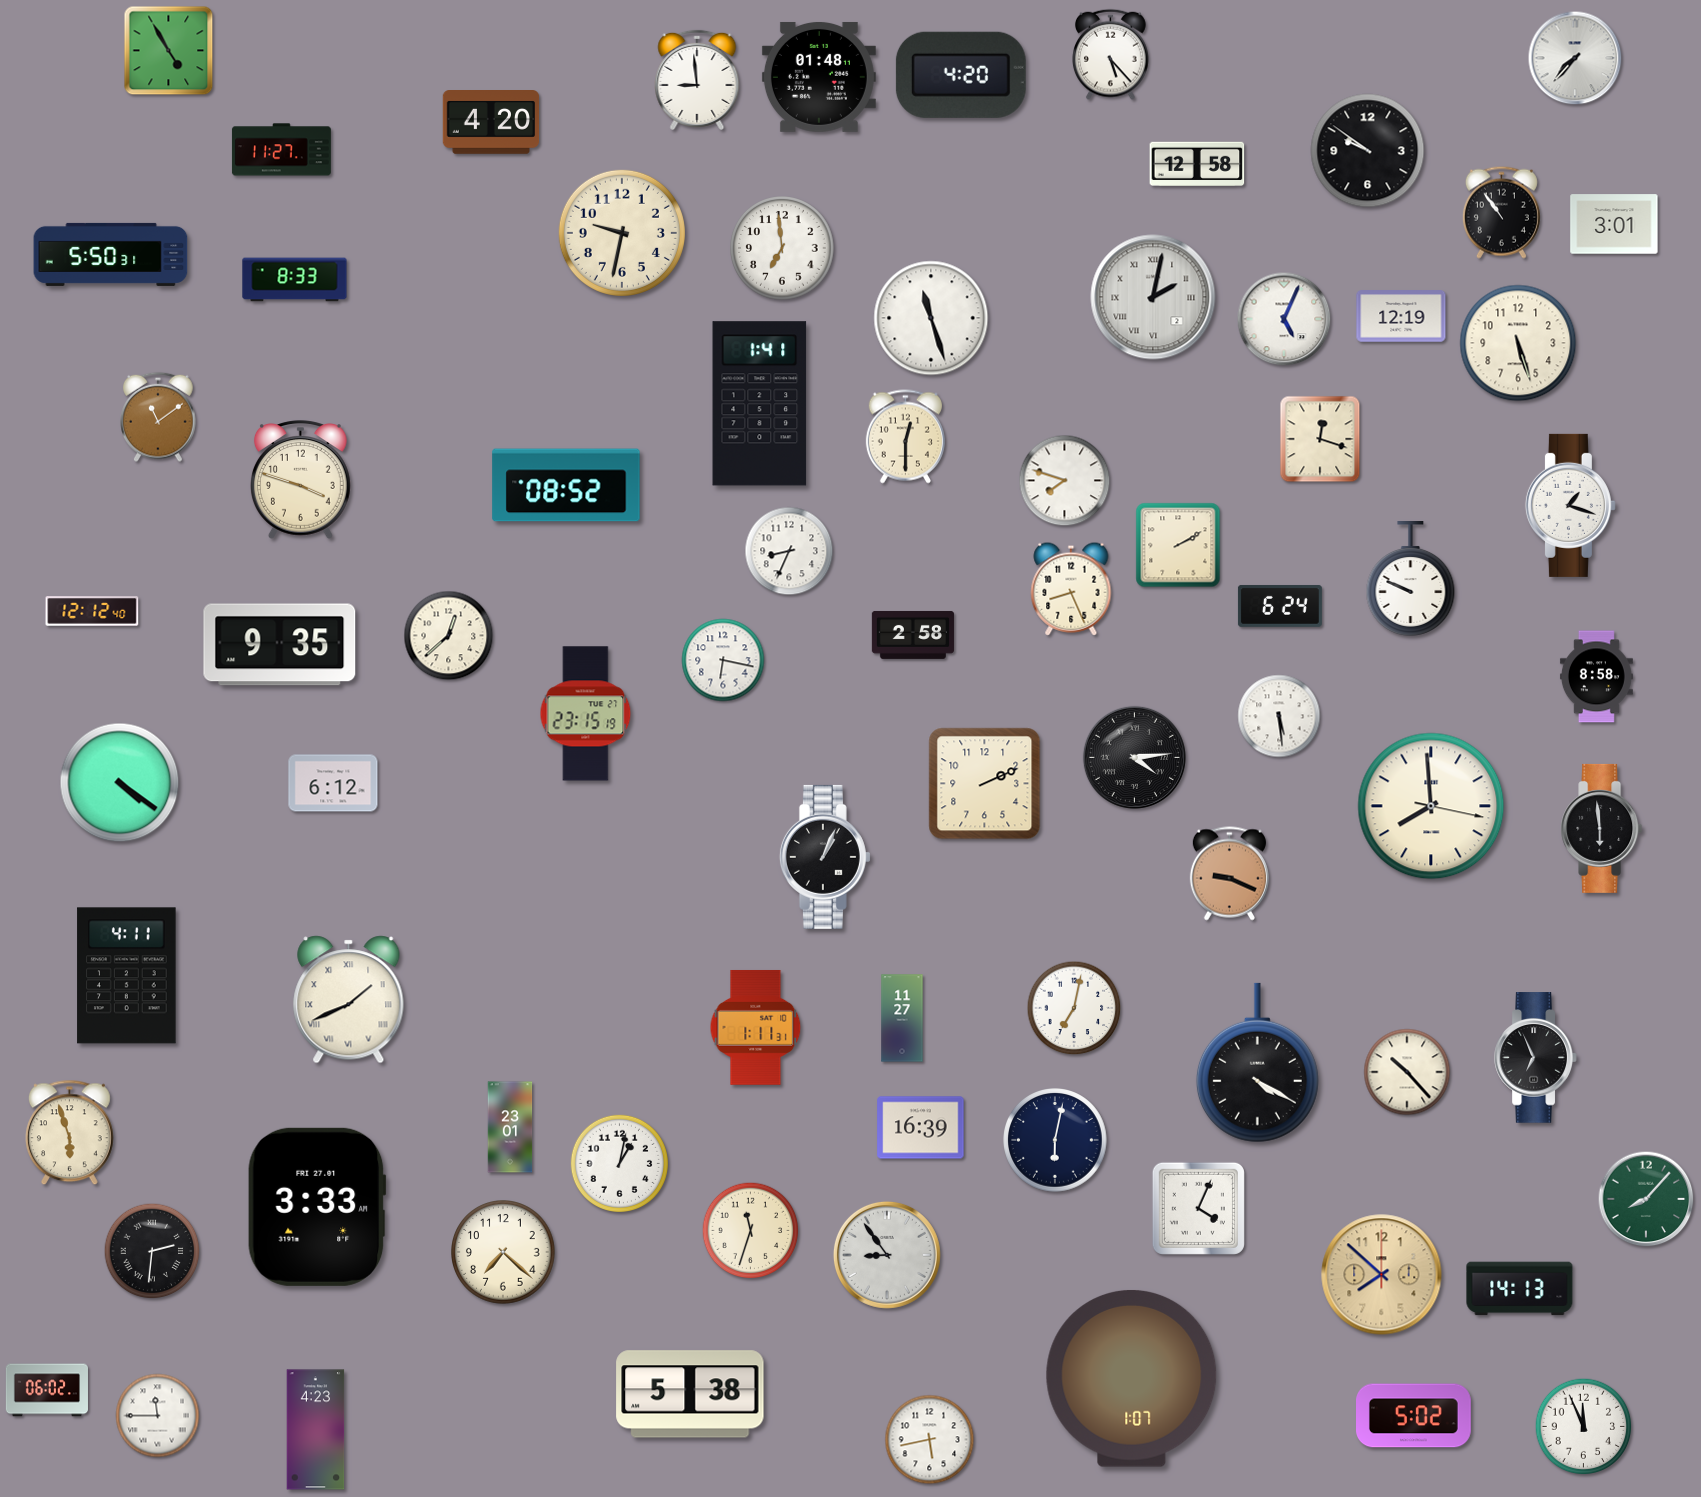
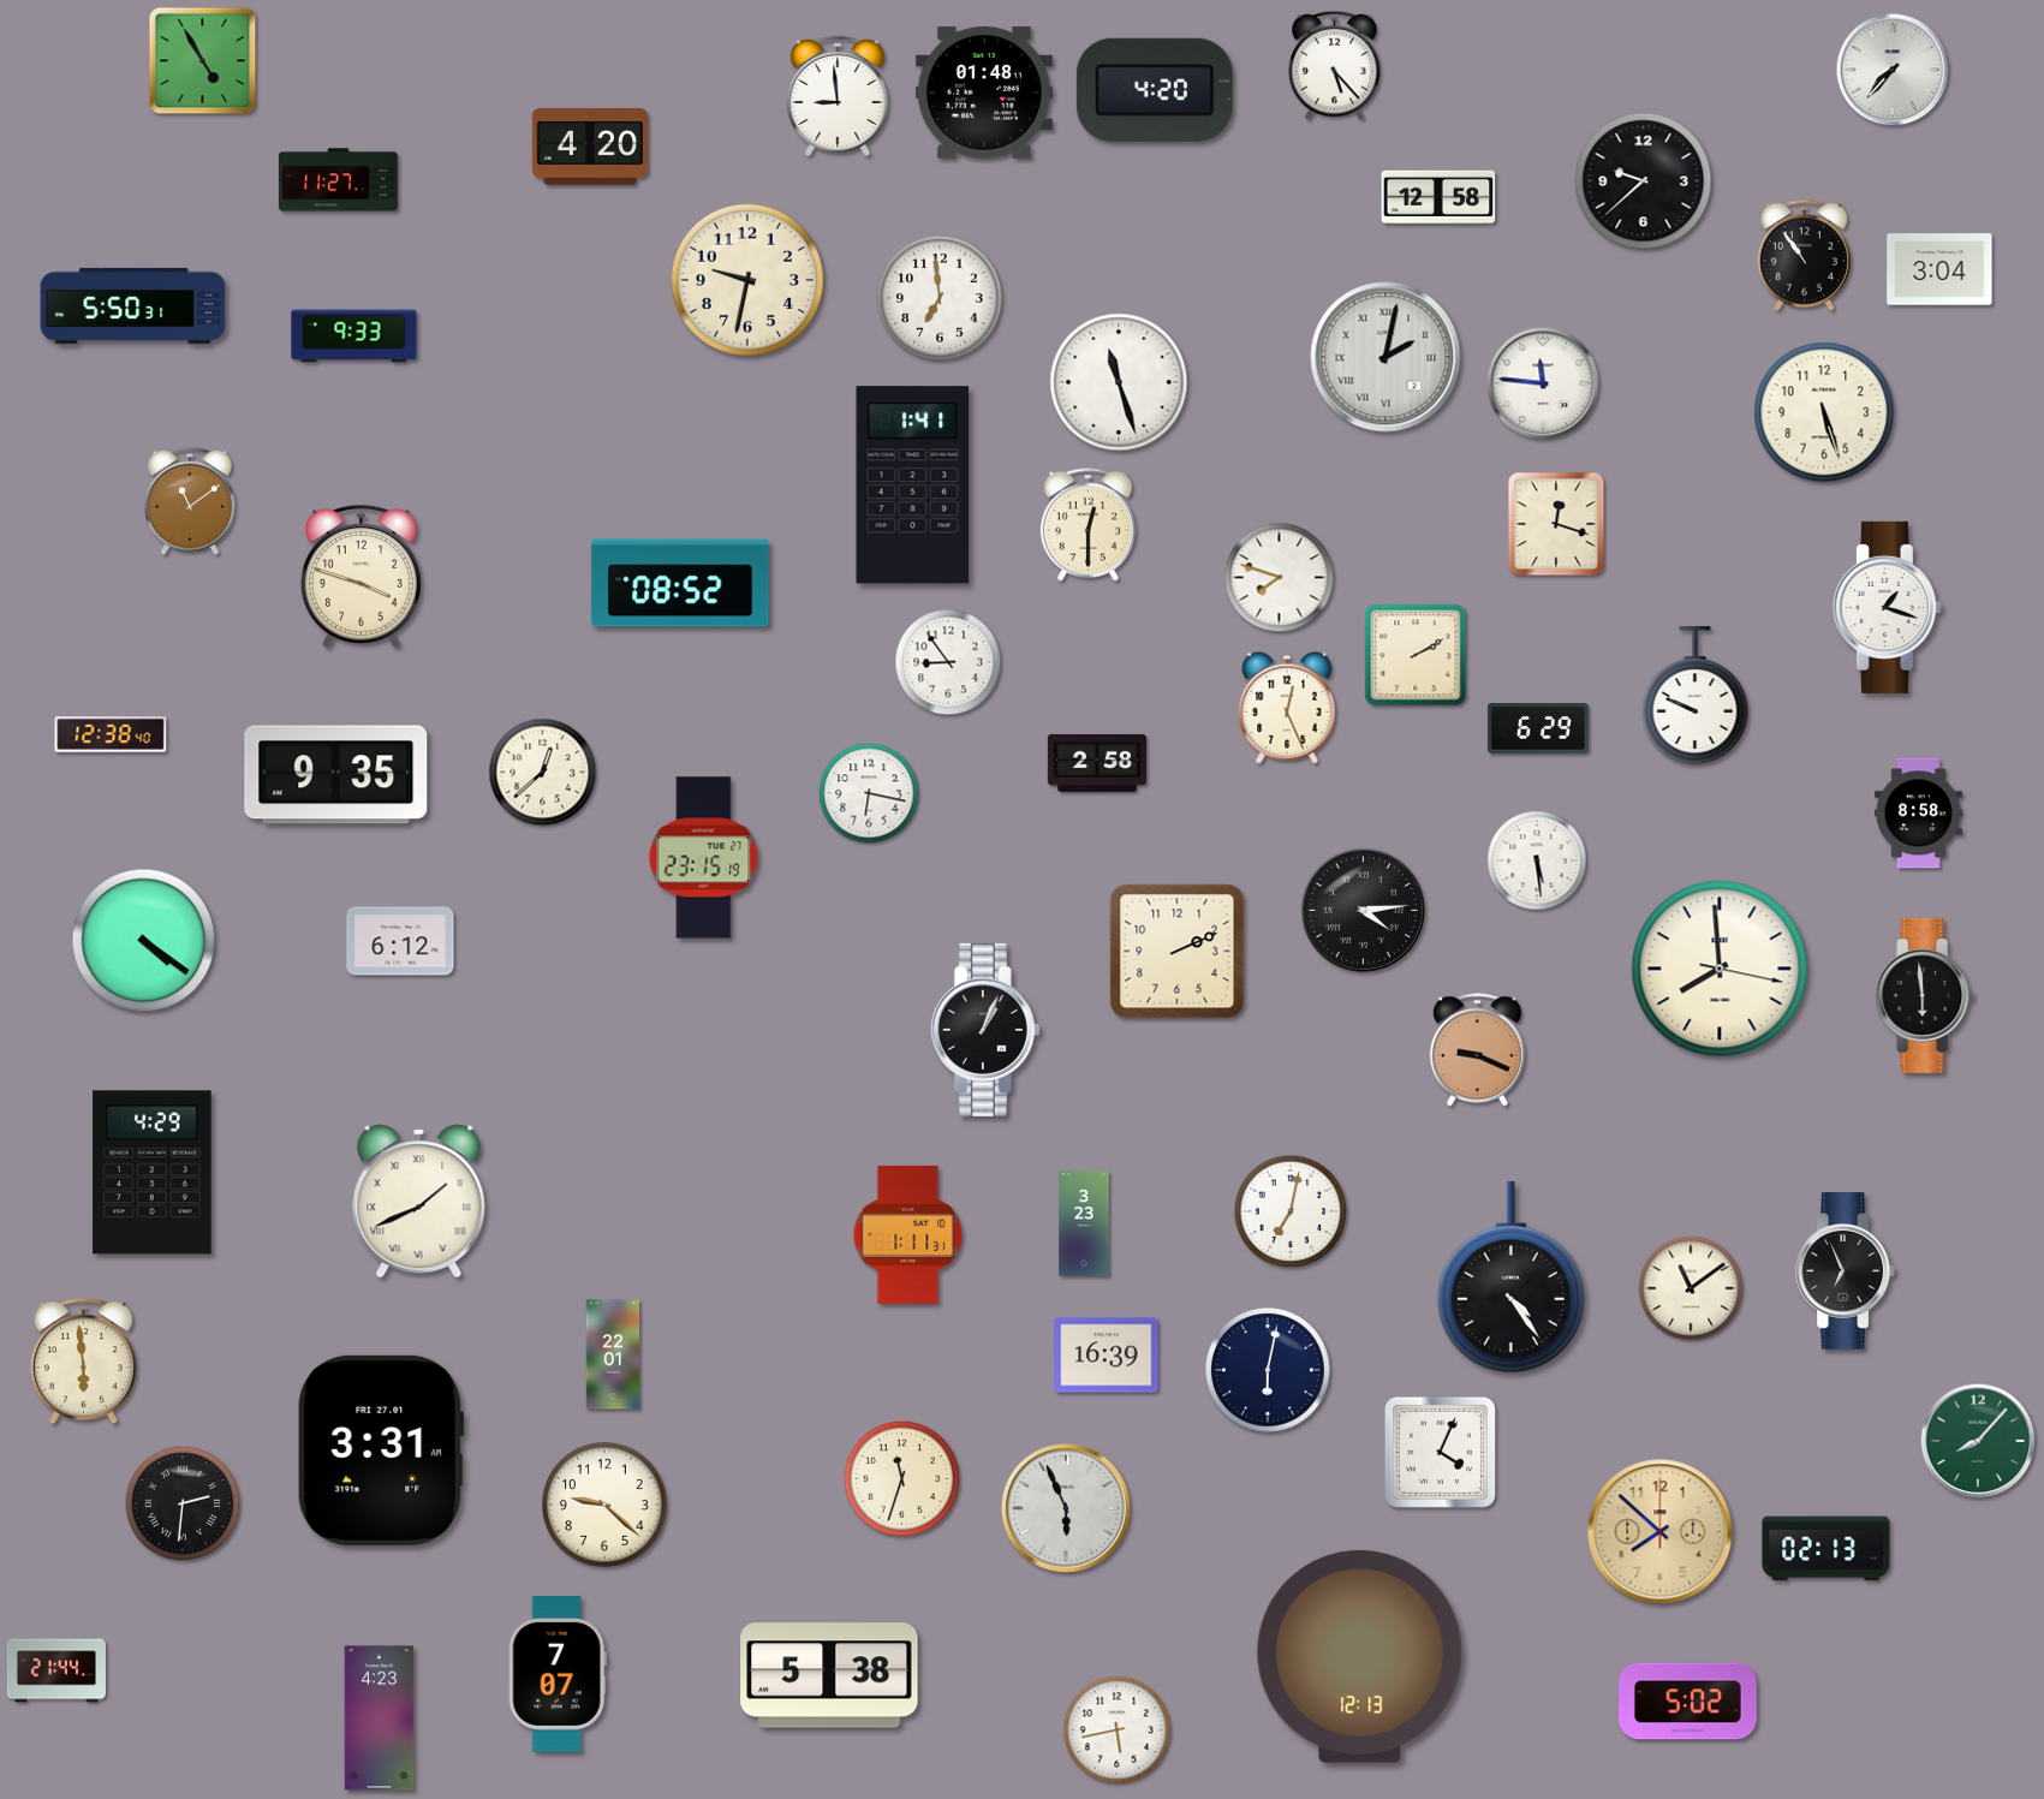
clock at (1368, 151): 9:51 -> 9:38
clock at (1614, 224): 3:01 -> 3:04
clock at (295, 280): 8:33 -> 9:33
clock at (1401, 316): 12:19 -> none
clock at (1284, 319): 5:04 -> 11:46
clock at (1320, 439) position: (1320, 439) -> (1556, 524)
clock at (789, 551): 8:34 -> 8:54
clock at (1071, 589): 8:26 -> 12:26
clock at (1280, 606): 6:24 -> 6:29
clock at (92, 611): 12:12 -> 12:38
clock at (449, 636) position: (449, 636) -> (543, 773)
clock at (985, 784) position: (985, 784) -> (1178, 952)
clock at (825, 857) position: (825, 857) -> (985, 1030)
clock at (127, 976): 4:11 -> 4:29
clock at (902, 1018): 11:27 -> 3:23
clock at (1257, 1063): 4:20 -> 4:24
clock at (1407, 1072): 10:23 -> 11:09
clock at (510, 1127): 23:01 -> 22:01
clock at (69, 1133): 5:57 -> 5:59
clock at (619, 1163): 1:02 -> none
clock at (317, 1207): 3:33 -> 3:31
clock at (503, 1252): 7:22 -> 9:22
clock at (887, 1255): 8:54 -> 5:56
clock at (1520, 1289): 14:13 -> 02:13
clock at (1132, 1378): 1:07 -> 12:13
clock at (47, 1390): 06:02 -> 21:44
clock at (558, 1674): none -> 7:07
clock at (158, 1416): 11:45 -> none
clock at (1414, 1416) position: (1414, 1416) -> (1688, 1702)
clock at (1584, 1427): 11:56 -> none
